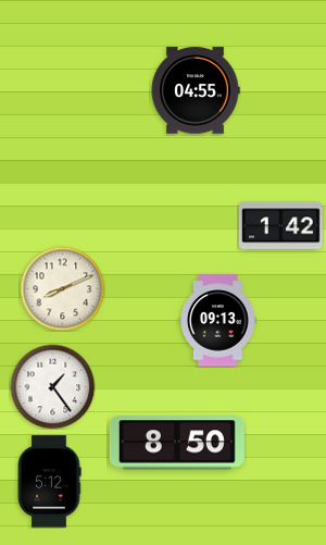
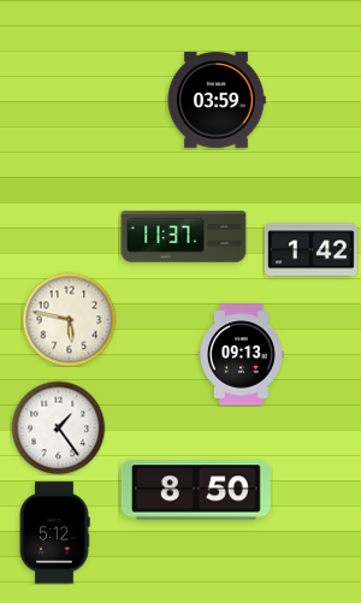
clock at (196, 90): 04:55 -> 03:59
clock at (184, 237): none -> 11:37
clock at (62, 288): 8:11 -> 5:47
